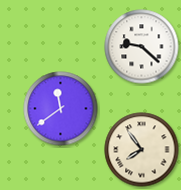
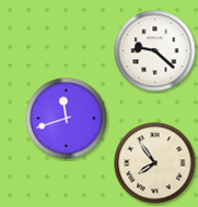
clock at (61, 109): 11:39 -> 11:42
